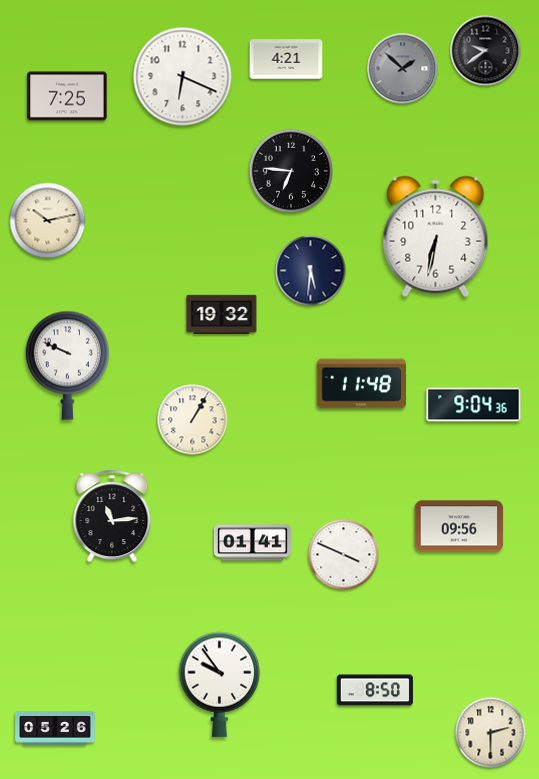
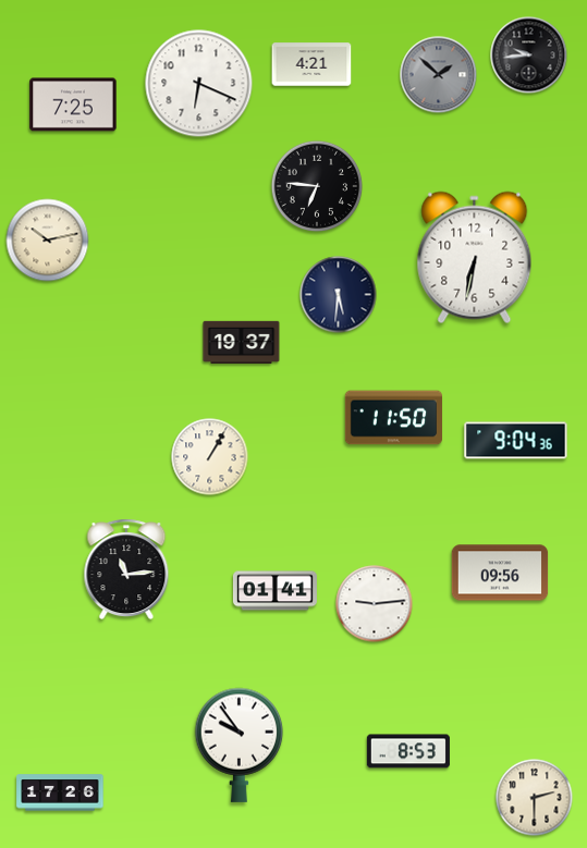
clock at (486, 51): 9:39 -> 9:44
clock at (48, 221) position: (48, 221) -> (48, 241)
clock at (222, 314): 19:32 -> 19:37
clock at (67, 365): 9:49 -> none
clock at (362, 384): 11:48 -> 11:50
clock at (112, 516) position: (112, 516) -> (126, 569)
clock at (344, 555): 3:49 -> 9:14
clock at (375, 690): 8:50 -> 8:53
clock at (55, 728): 05:26 -> 17:26
